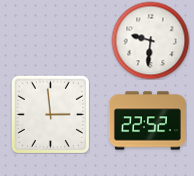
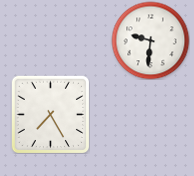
clock at (50, 114): 2:59 -> 7:25
clock at (147, 121): 22:52 -> none
